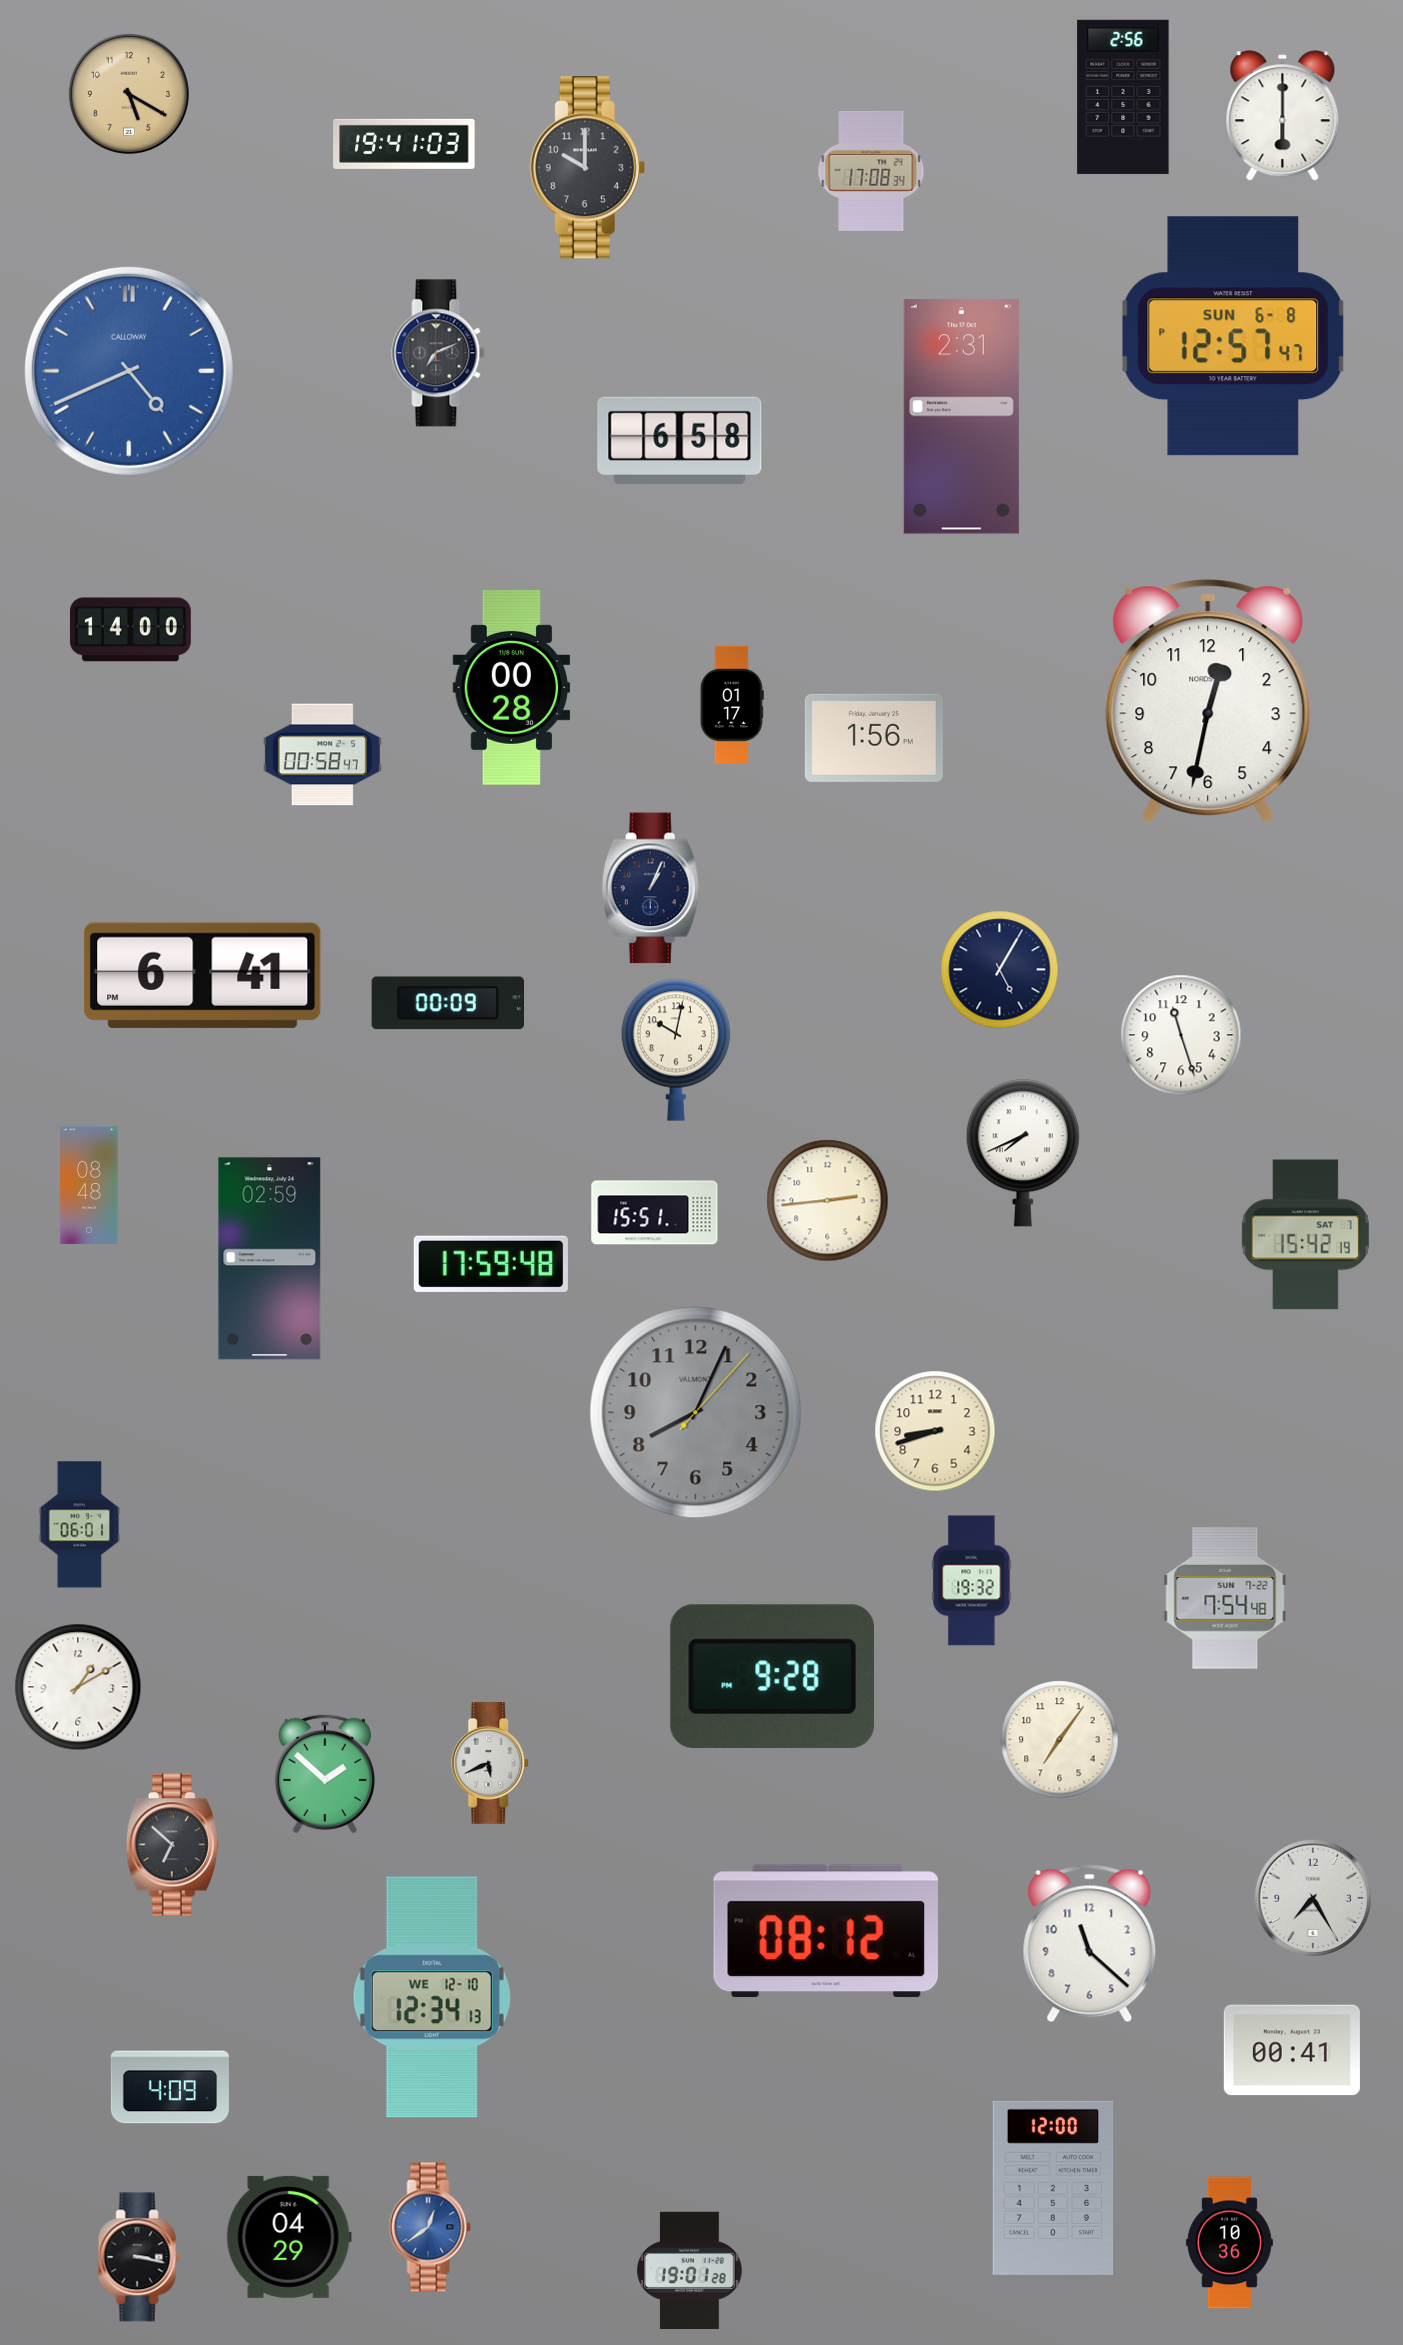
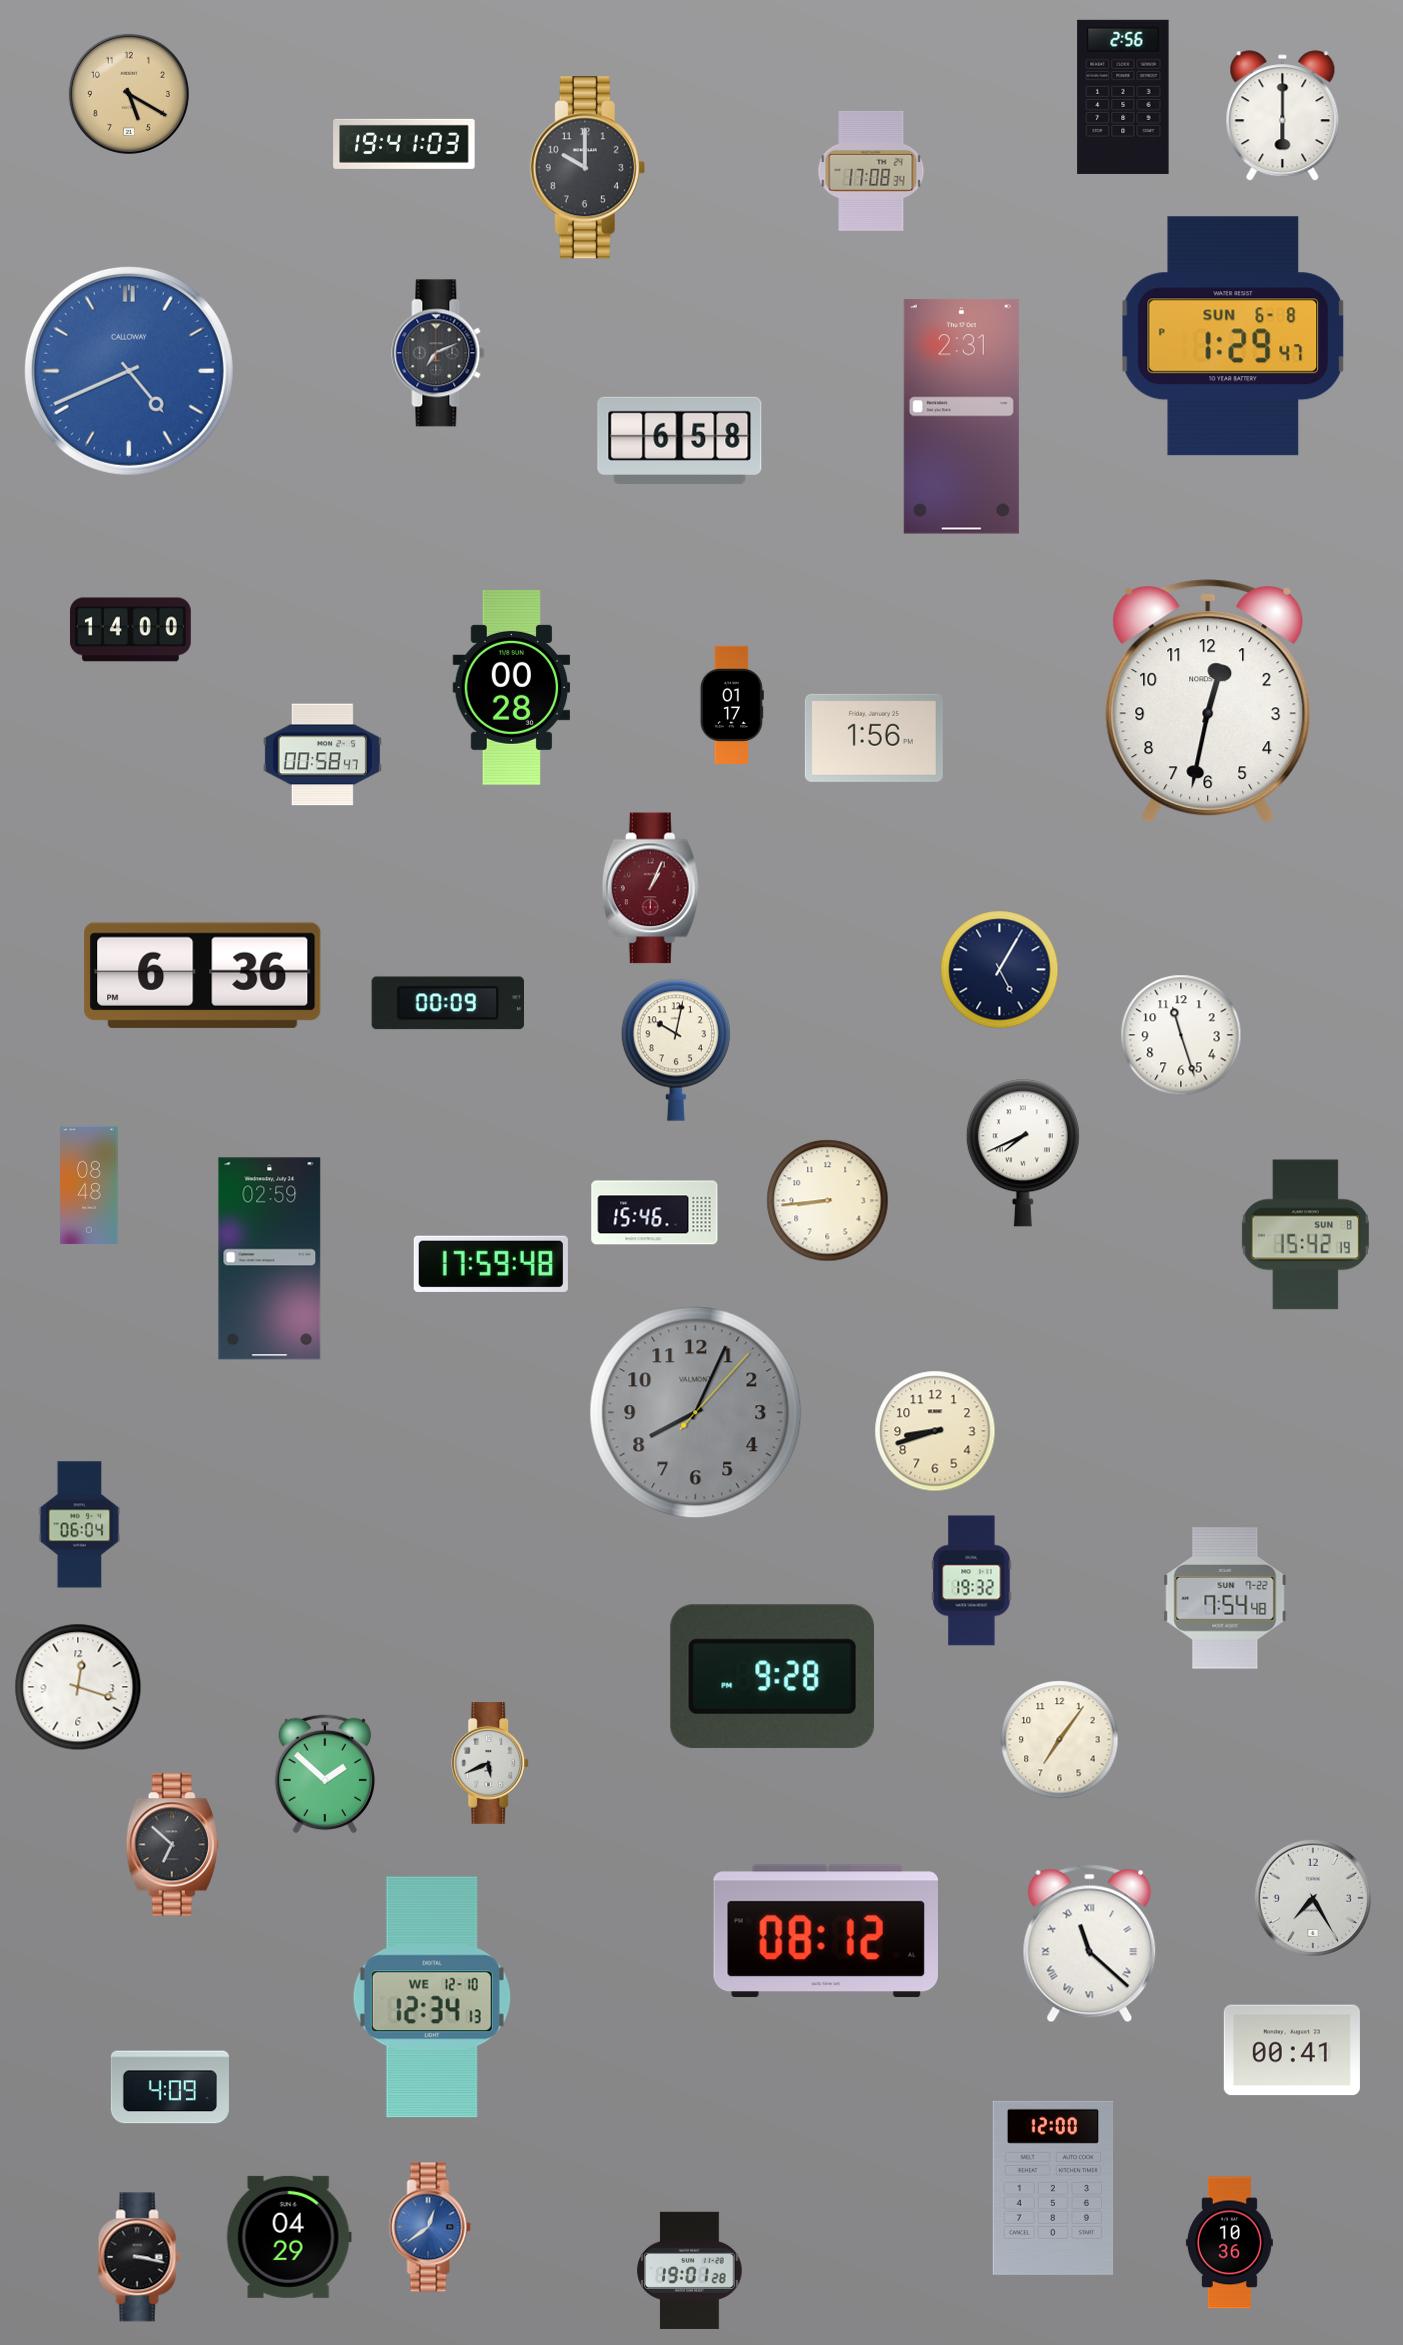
clock at (1233, 336): 12:57 -> 1:29
clock at (651, 888) dial: navy -> burgundy
clock at (203, 975): 6:41 -> 6:36
clock at (828, 1201): 2:44 -> 8:44
clock at (655, 1213): 15:51 -> 15:46
clock at (1305, 1235) date: SAT 7 -> SUN 8
clock at (80, 1525): 06:01 -> 06:04
clock at (78, 1687): 1:10 -> 12:18
clock at (1090, 1944) numerals: Arabic -> Roman
